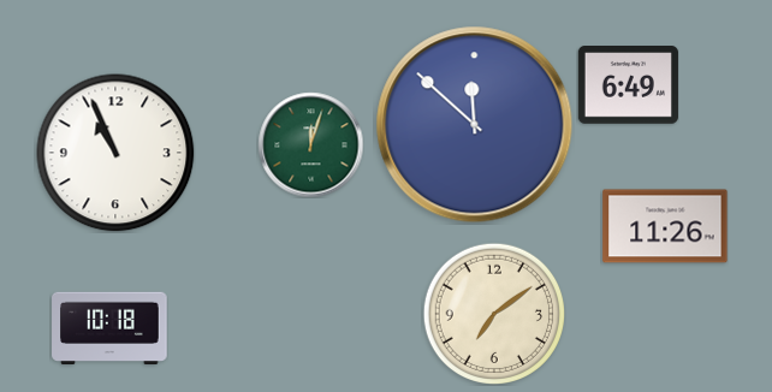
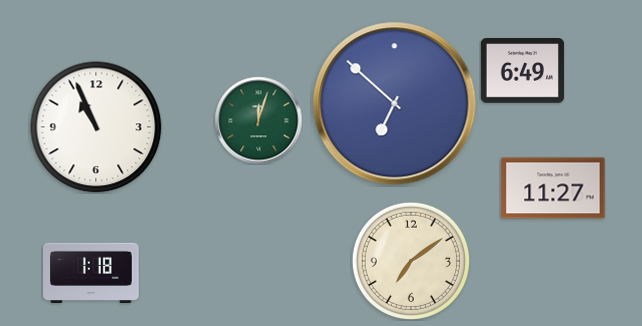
clock at (475, 125): 11:52 -> 6:52
clock at (665, 226): 11:26 -> 11:27
clock at (109, 328): 10:18 -> 1:18
